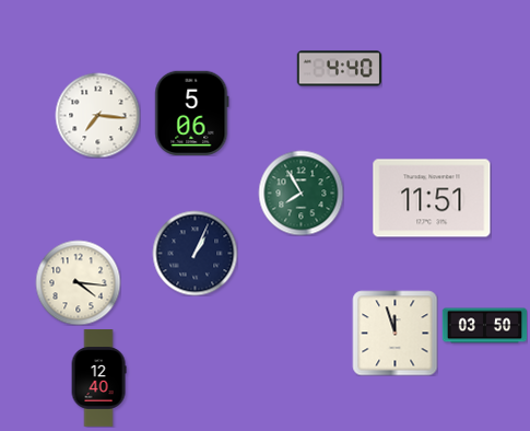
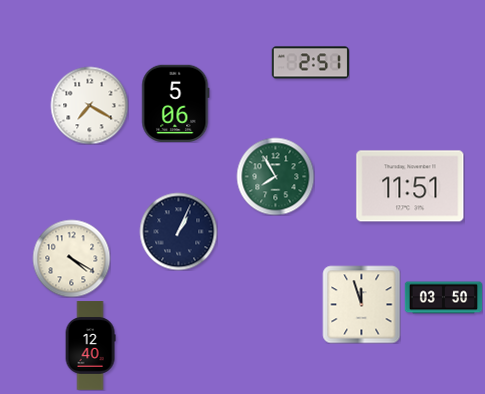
clock at (339, 69): 4:40 -> 2:51
clock at (97, 115): 7:16 -> 7:20
clock at (432, 198) position: (432, 198) -> (410, 186)
clock at (78, 282): 4:16 -> 4:20
